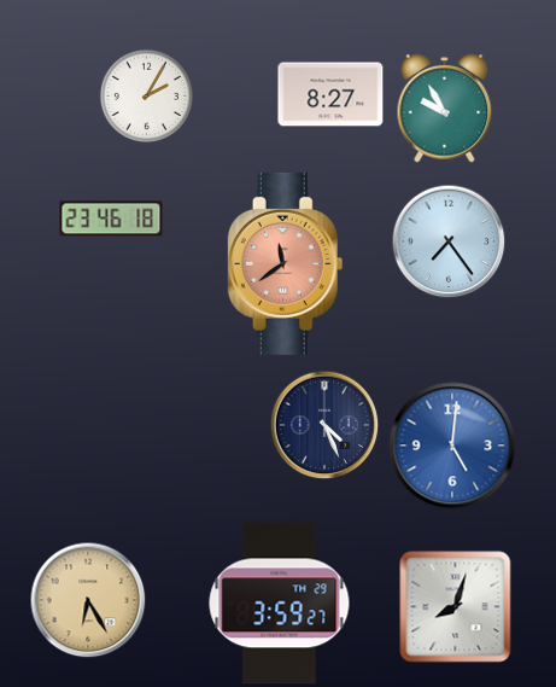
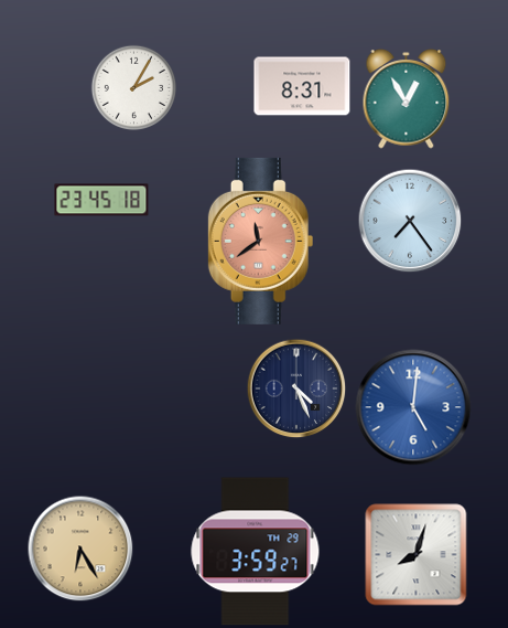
clock at (330, 94): 8:27 -> 8:31
clock at (445, 109): 9:55 -> 12:55
clock at (111, 219): 23:46 -> 23:45
